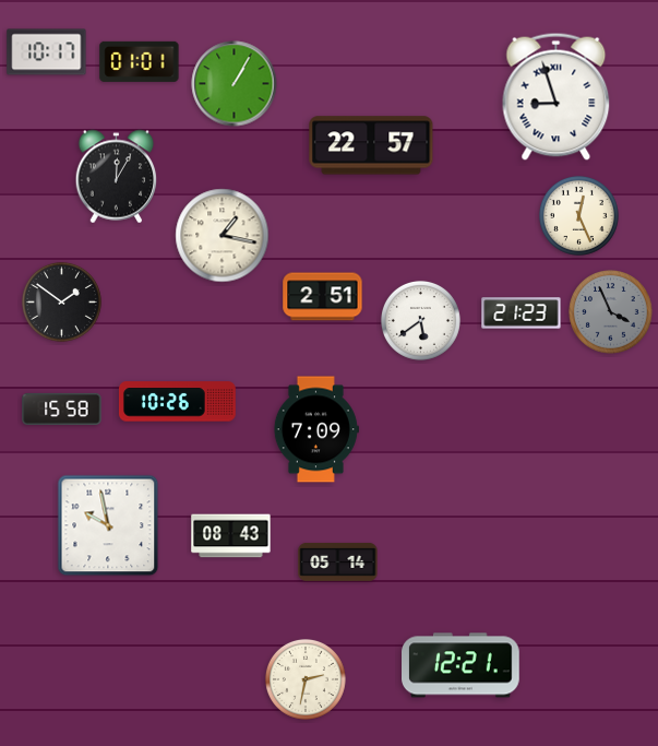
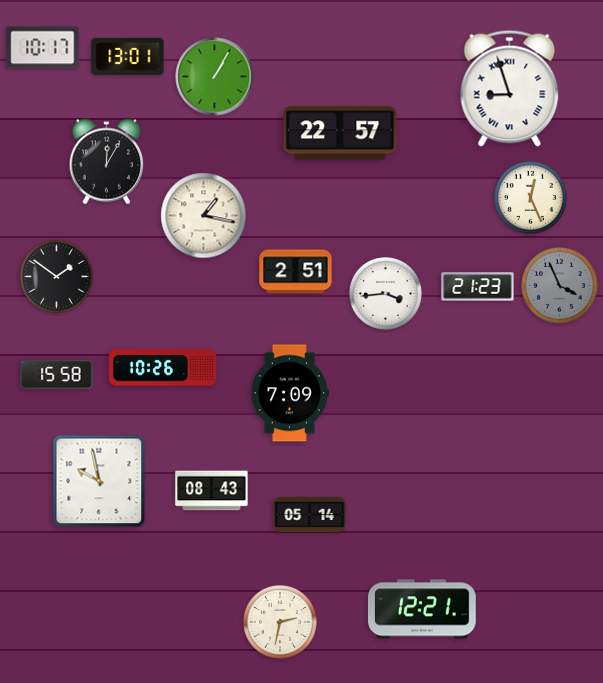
clock at (140, 61): 01:01 -> 13:01
clock at (420, 320): 5:39 -> 3:44
